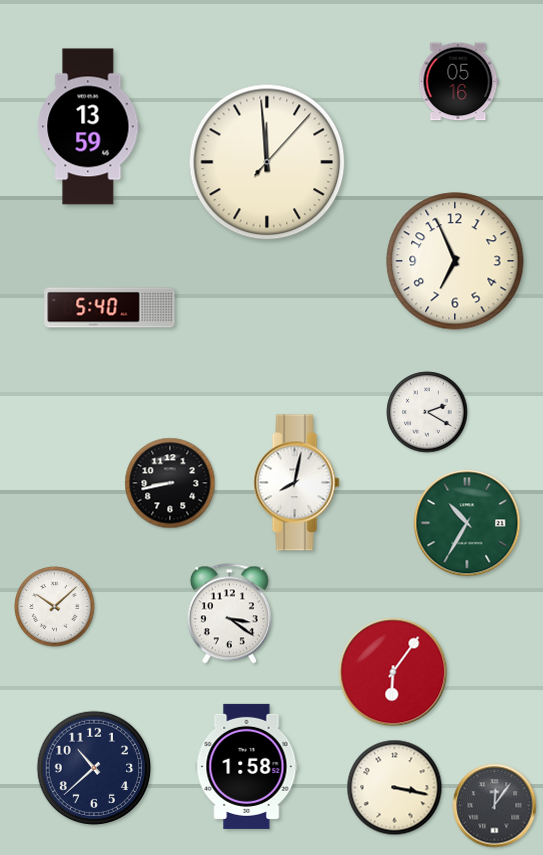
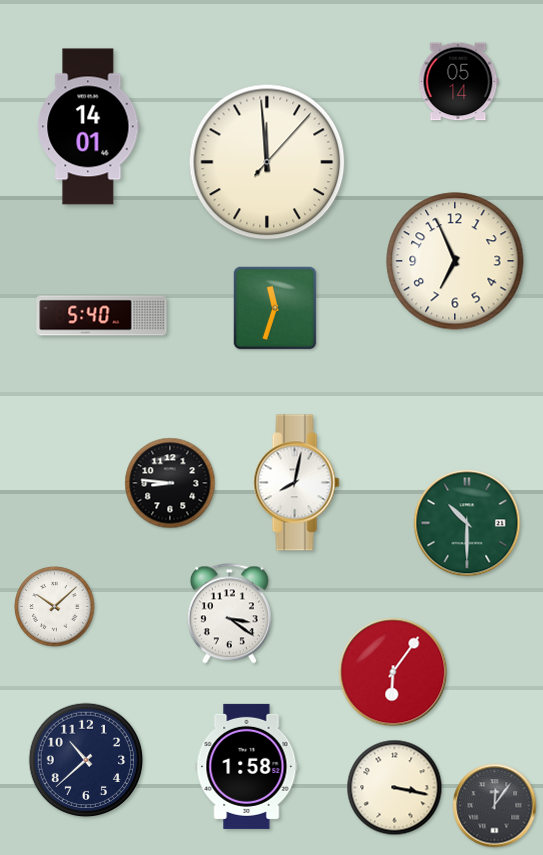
clock at (459, 82): 05:16 -> 05:14
clock at (89, 127): 13:59 -> 14:01
clock at (110, 308) position: (110, 308) -> (102, 316)
clock at (275, 308): none -> 11:33
clock at (427, 412): 2:20 -> none
clock at (170, 483): 8:43 -> 8:46
clock at (467, 523): 10:35 -> 10:30
clock at (94, 768) position: (94, 768) -> (86, 760)
